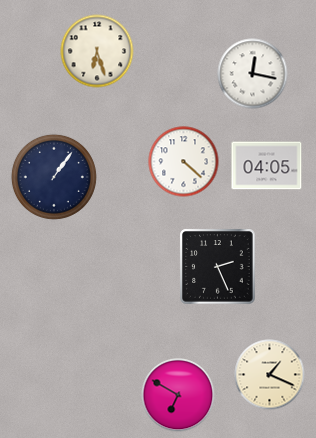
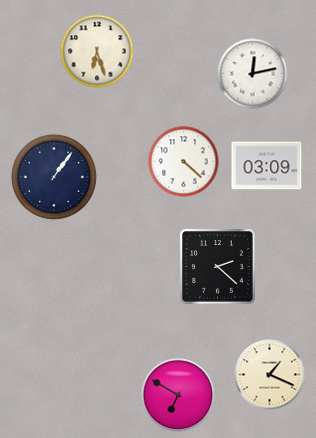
clock at (253, 74): 12:17 -> 12:13
clock at (267, 166): 04:05 -> 03:09
clock at (218, 267): 2:26 -> 2:22
